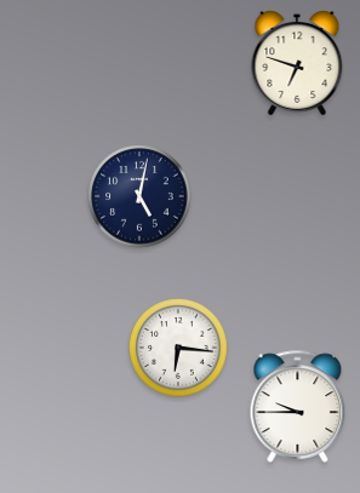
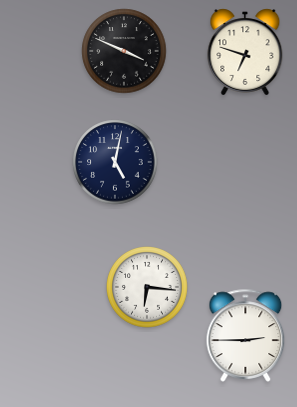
clock at (124, 51): none -> 3:49
clock at (298, 406): 9:45 -> 2:45
